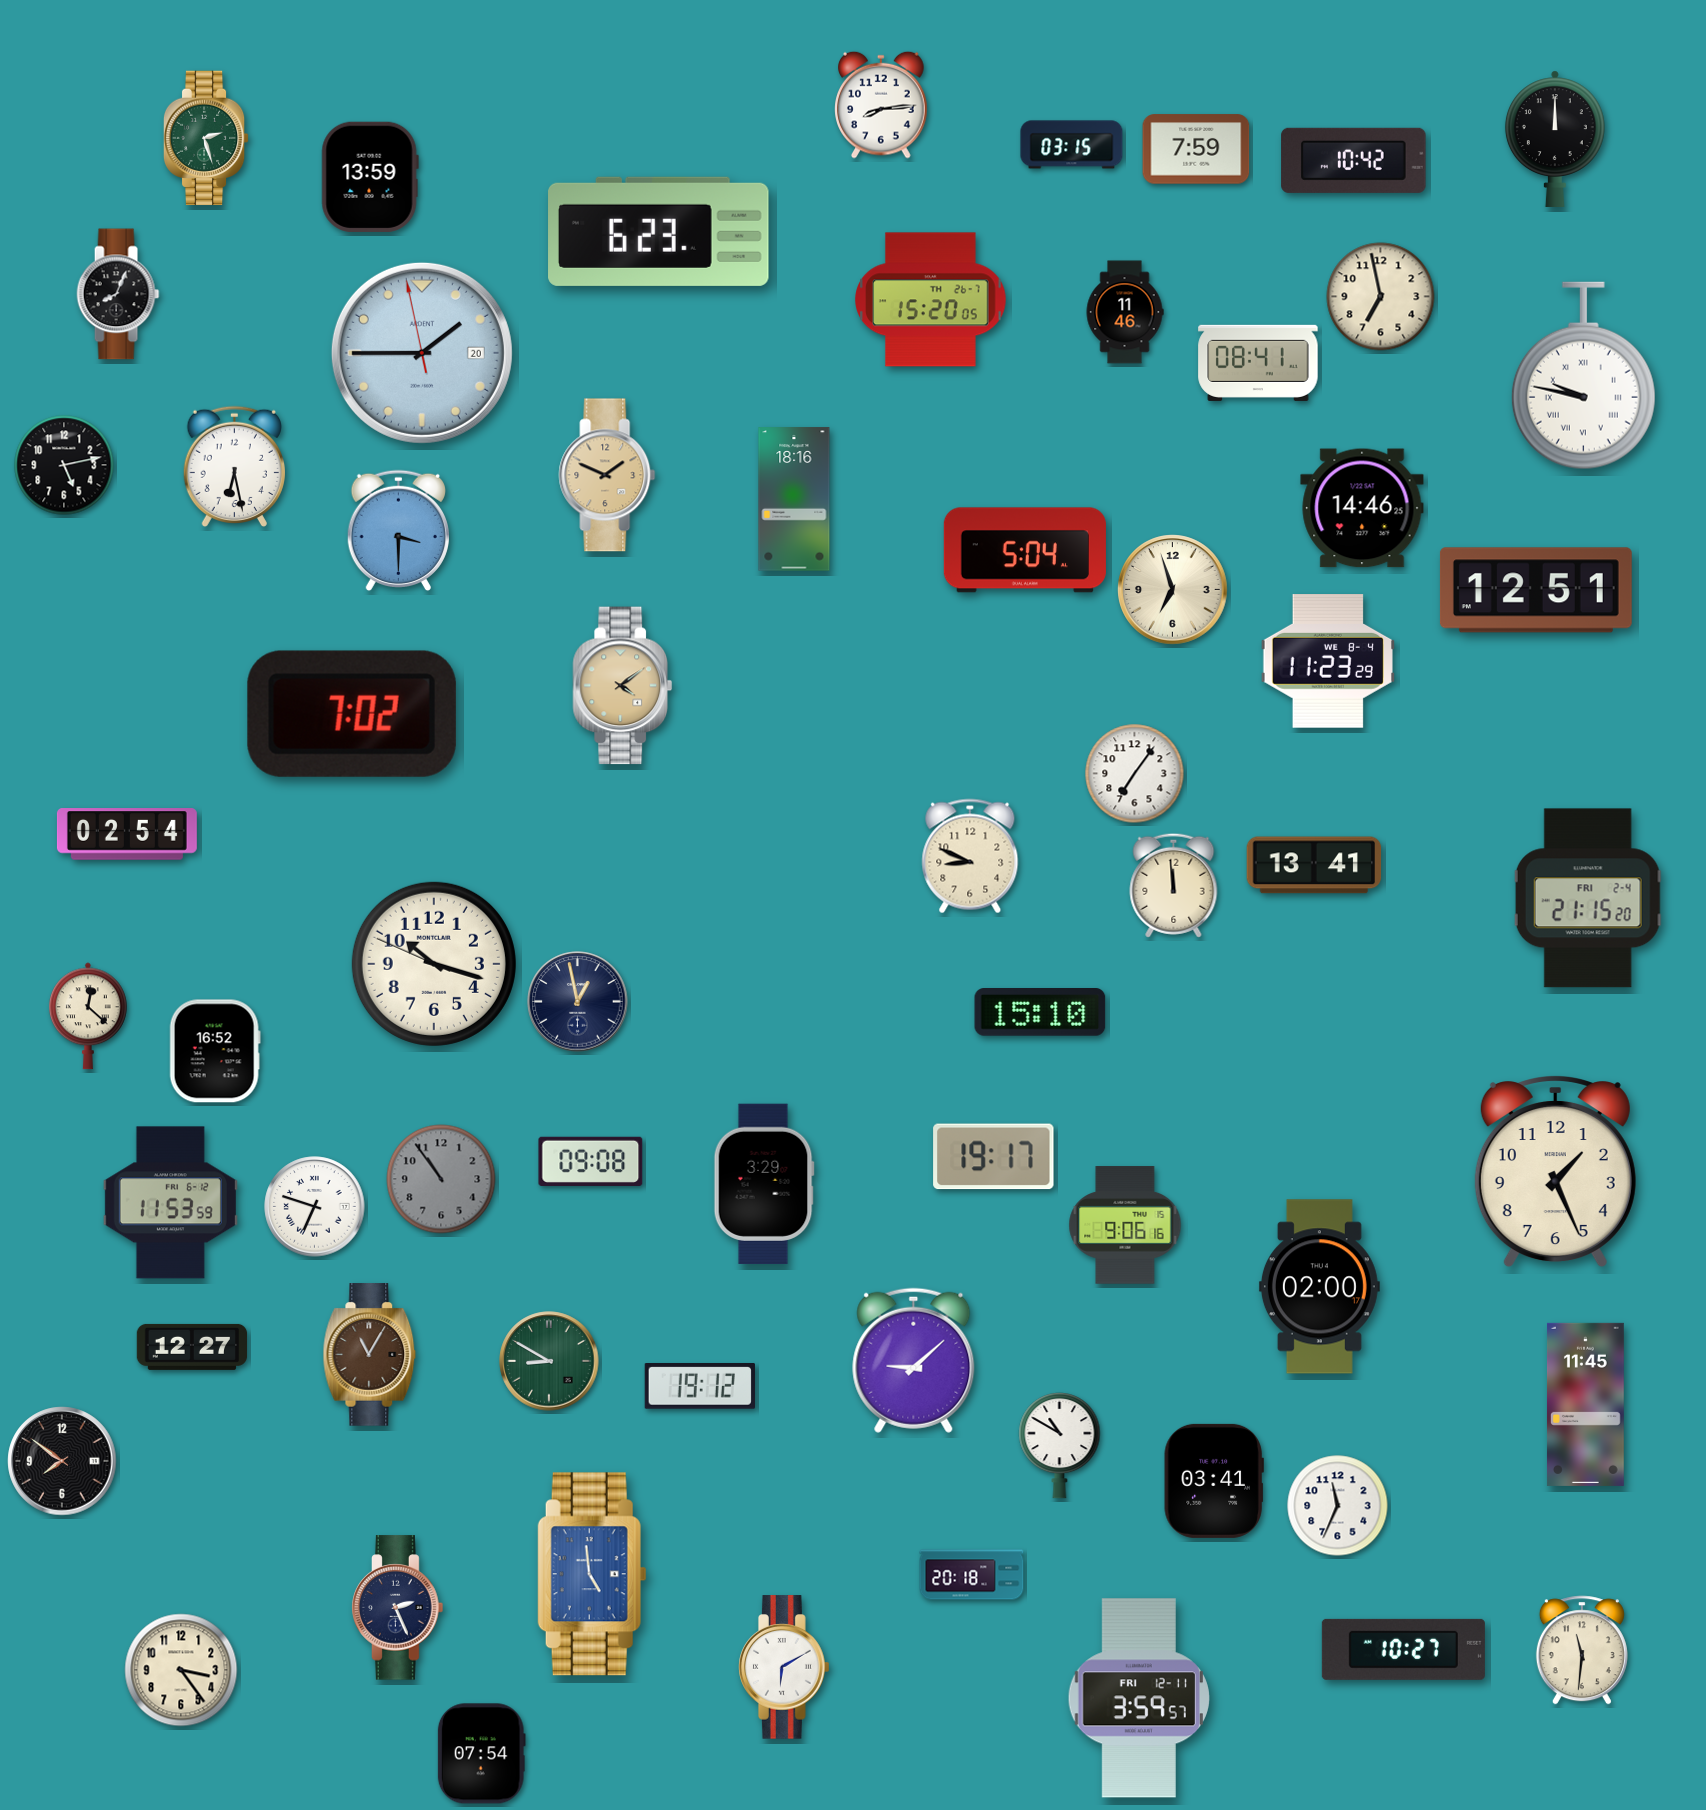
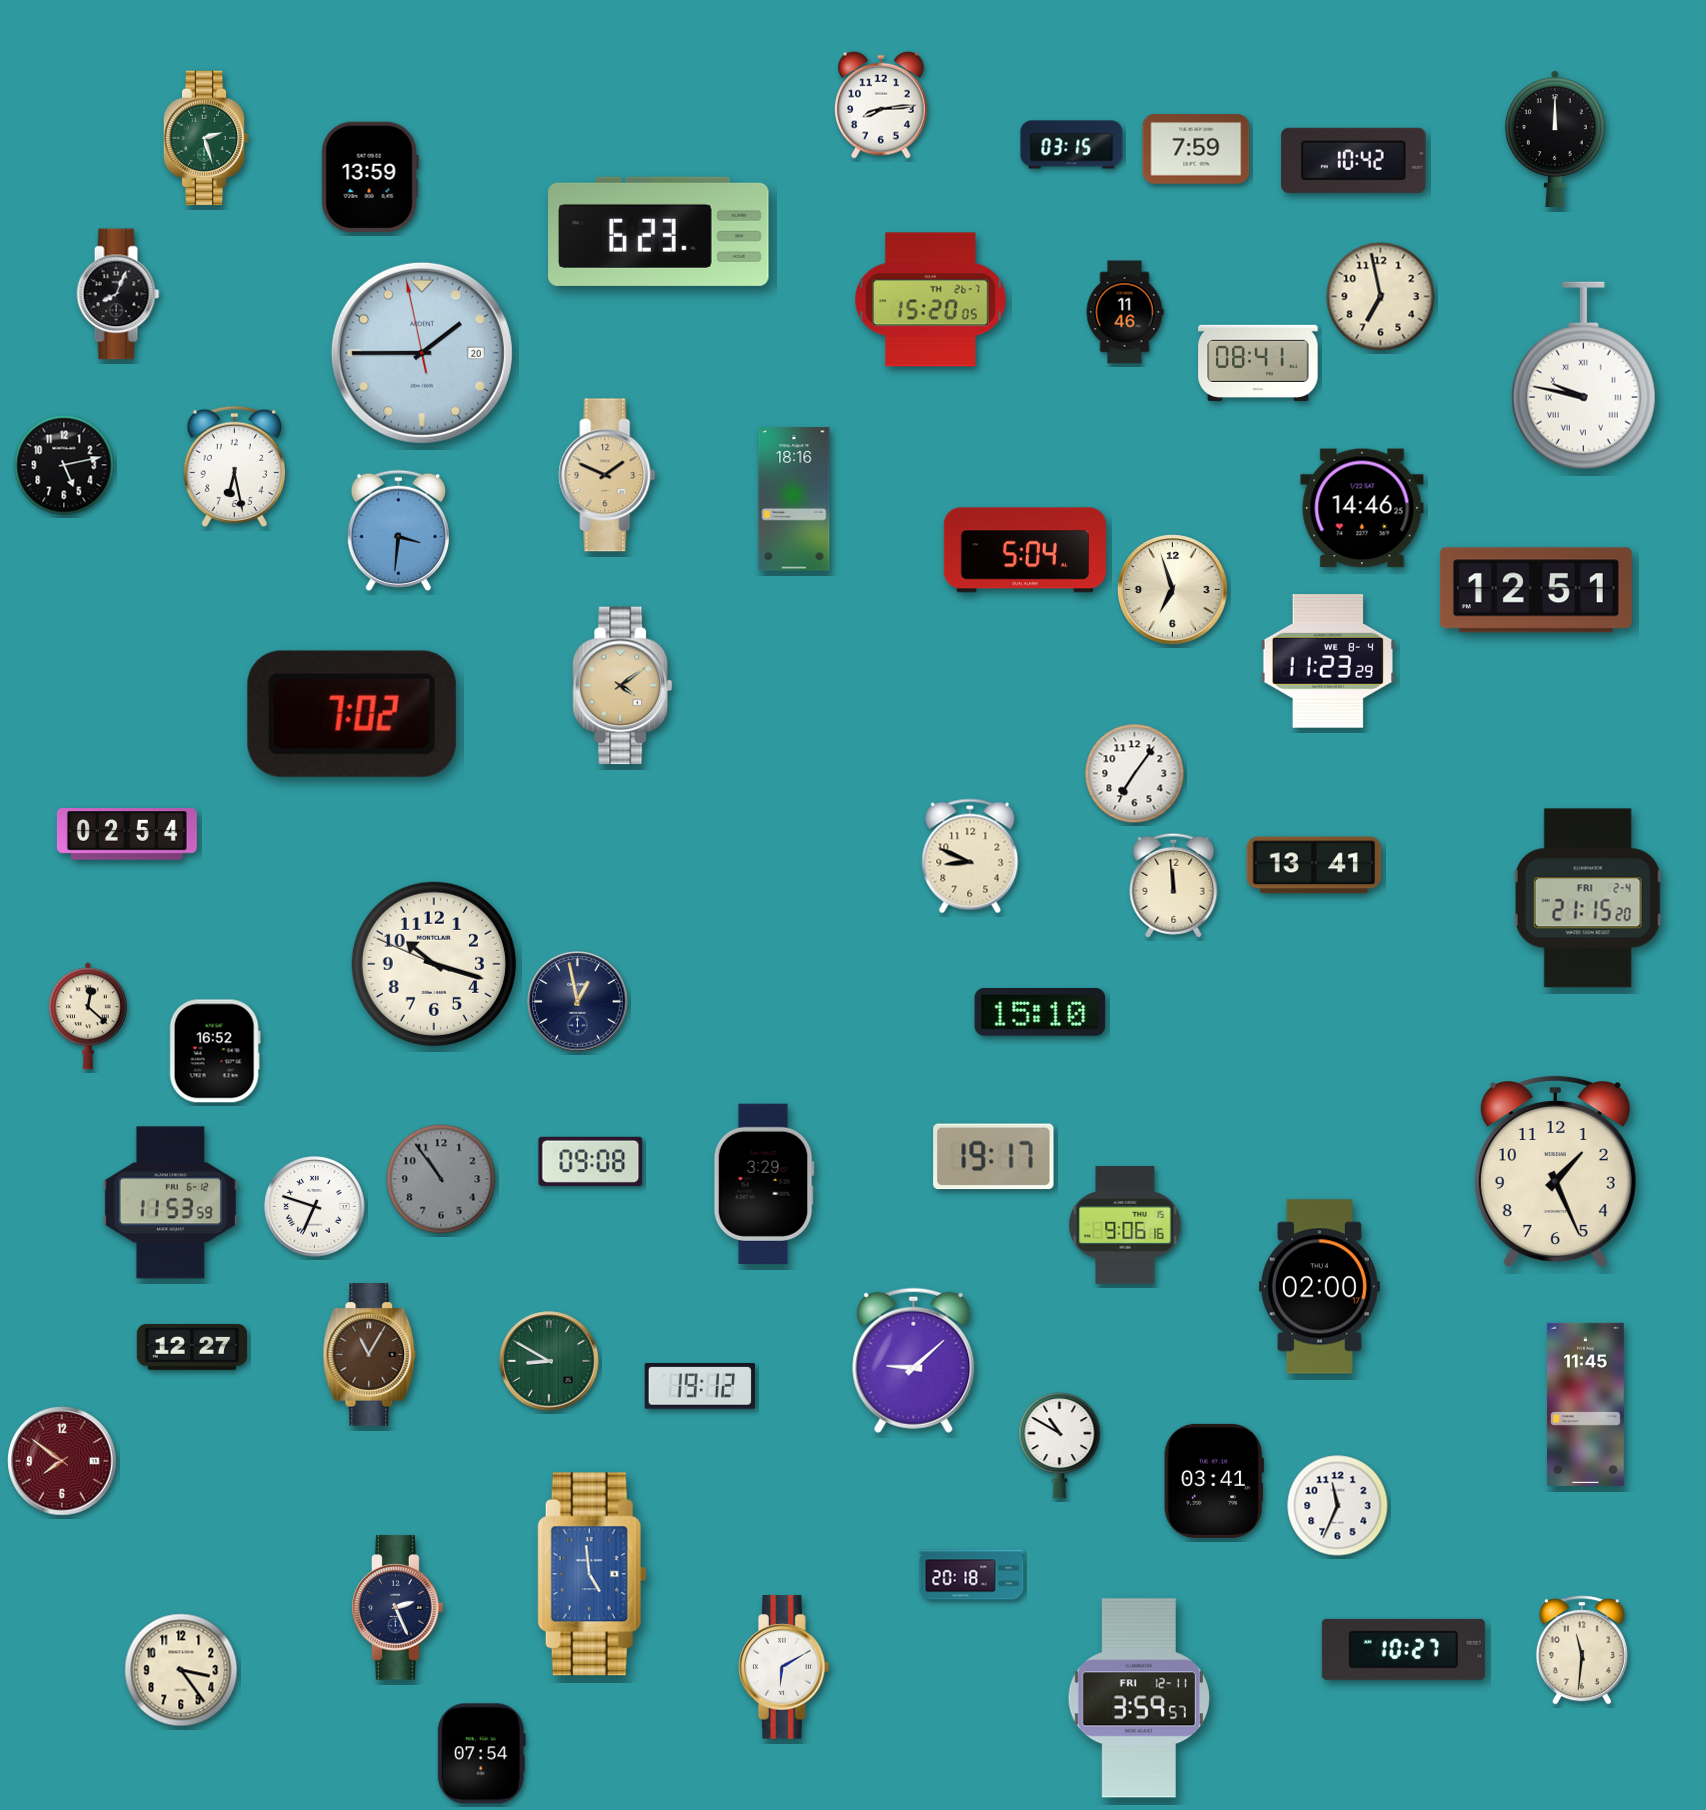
clock at (398, 531): 3:30 -> 3:31
clock at (62, 1461) dial: black -> burgundy
